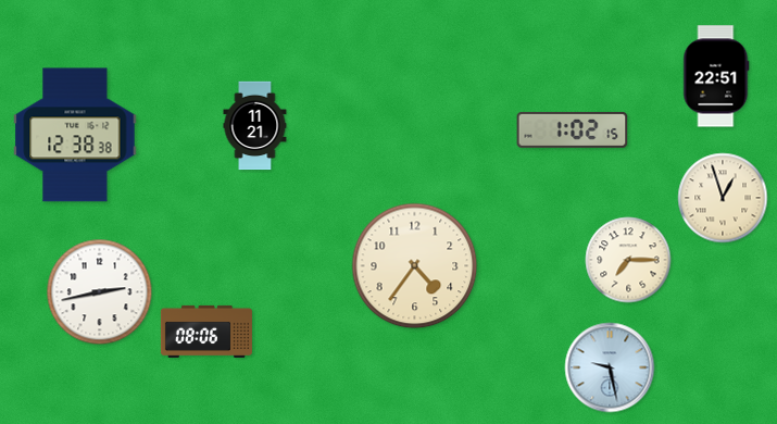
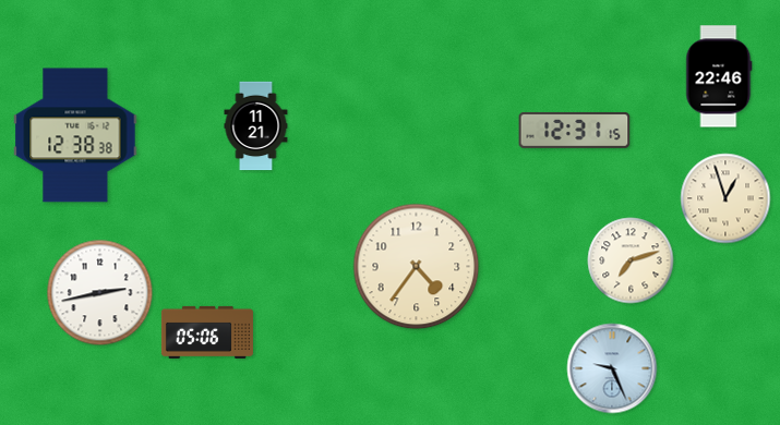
clock at (716, 76): 22:51 -> 22:46
clock at (573, 129): 1:02 -> 12:31
clock at (628, 260): 7:15 -> 7:12
clock at (206, 332): 08:06 -> 05:06
clock at (610, 367): 9:28 -> 9:26
